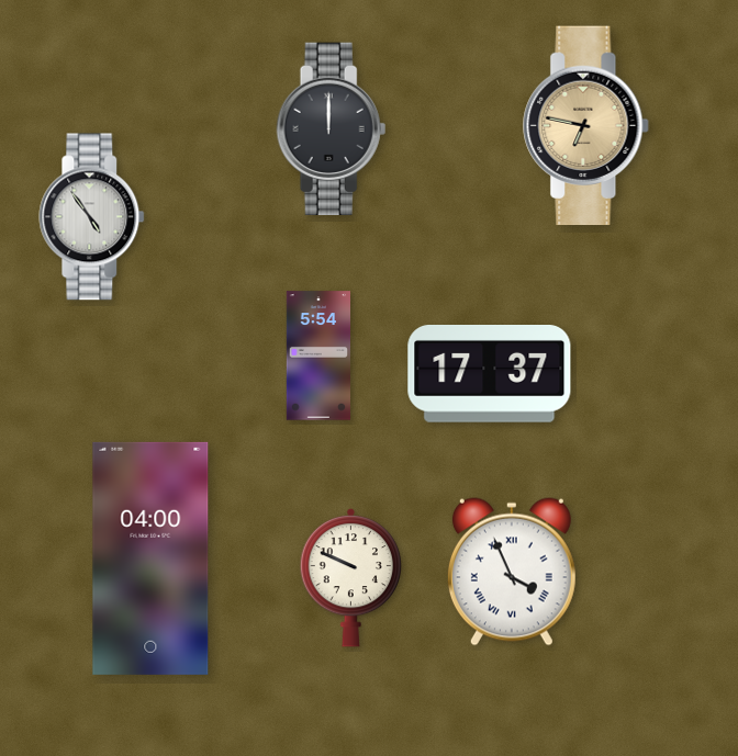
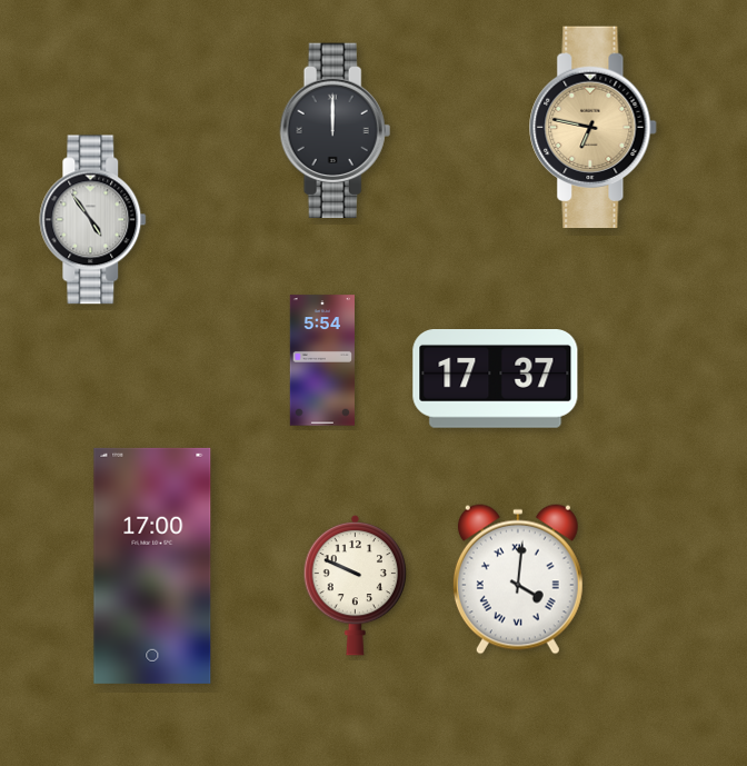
clock at (150, 558): 04:00 -> 17:00
clock at (512, 572): 3:56 -> 4:01
